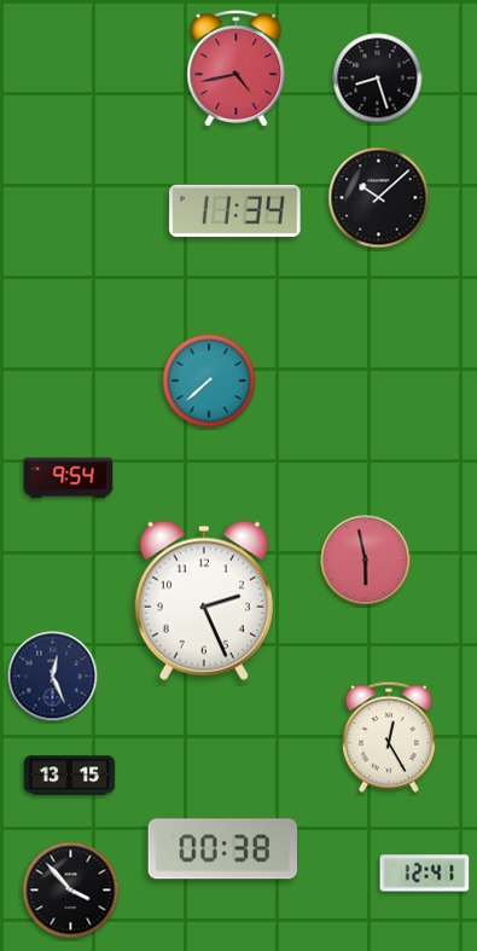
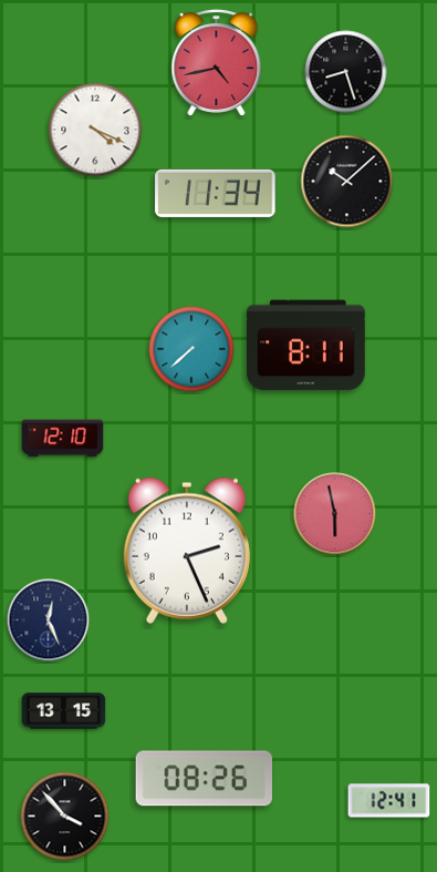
clock at (95, 130): none -> 4:19
clock at (306, 346): none -> 8:11
clock at (69, 479): 9:54 -> 12:10
clock at (389, 737): 12:25 -> none
clock at (222, 849): 00:38 -> 08:26
